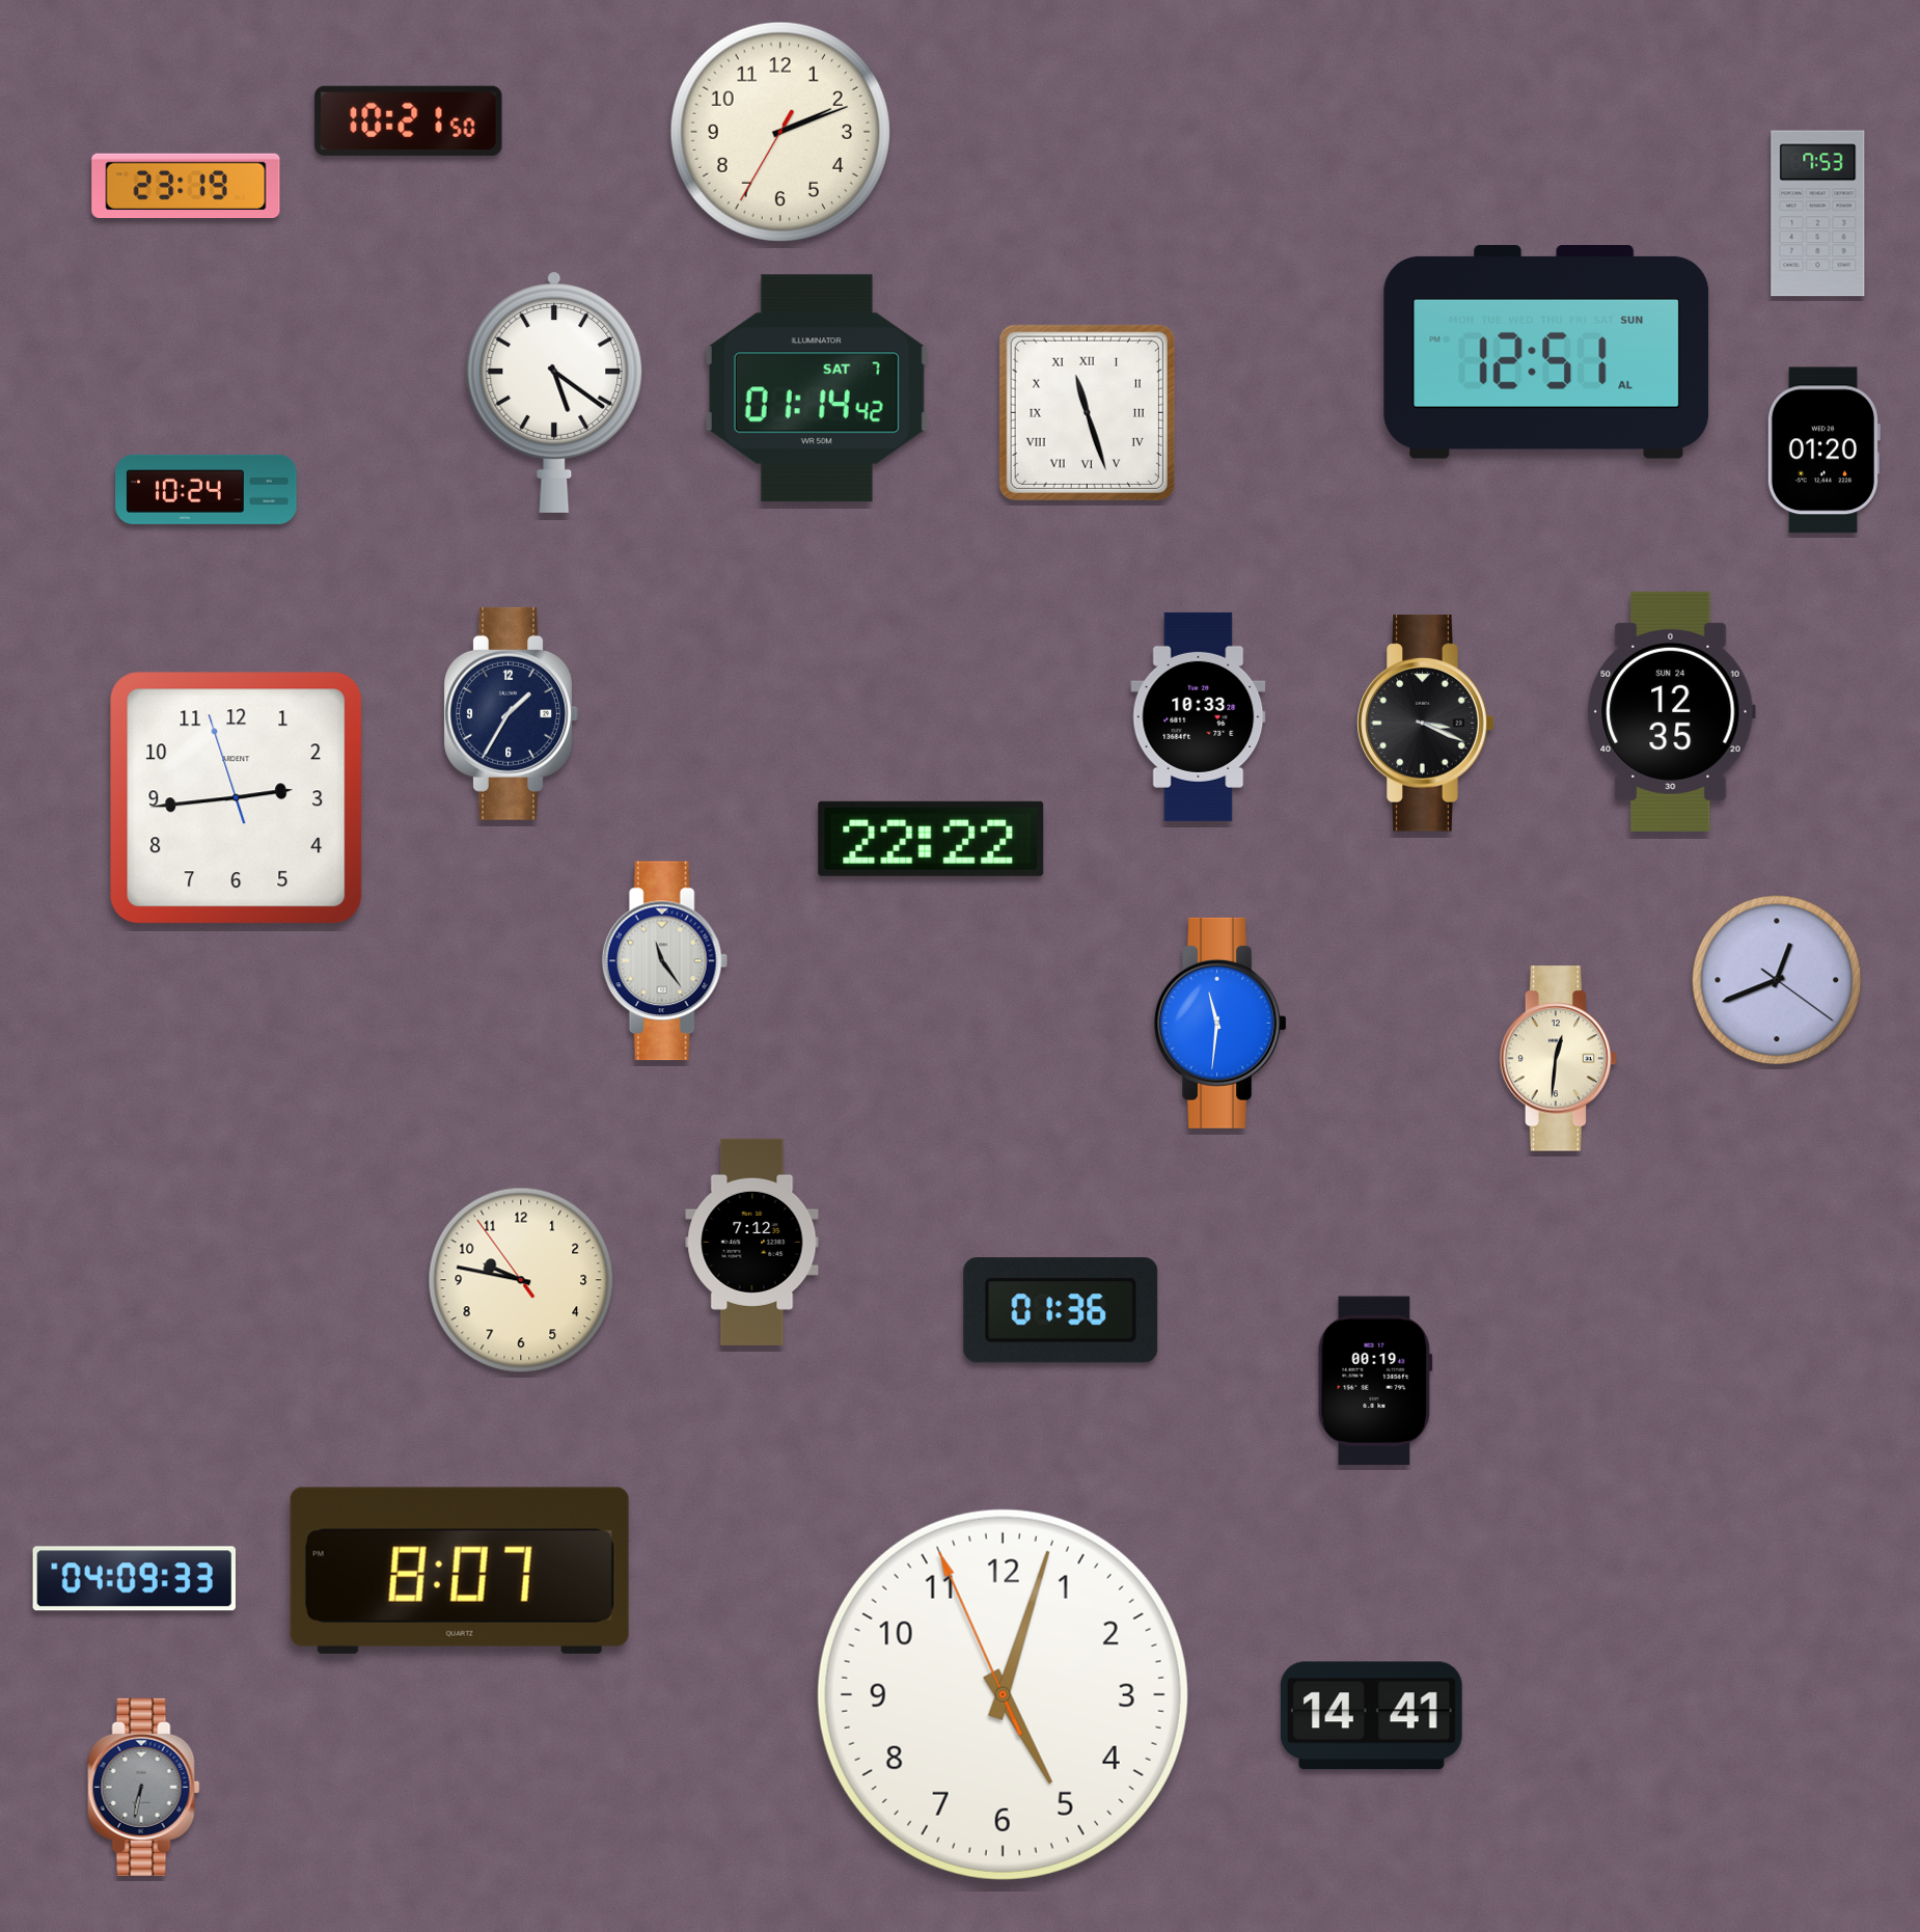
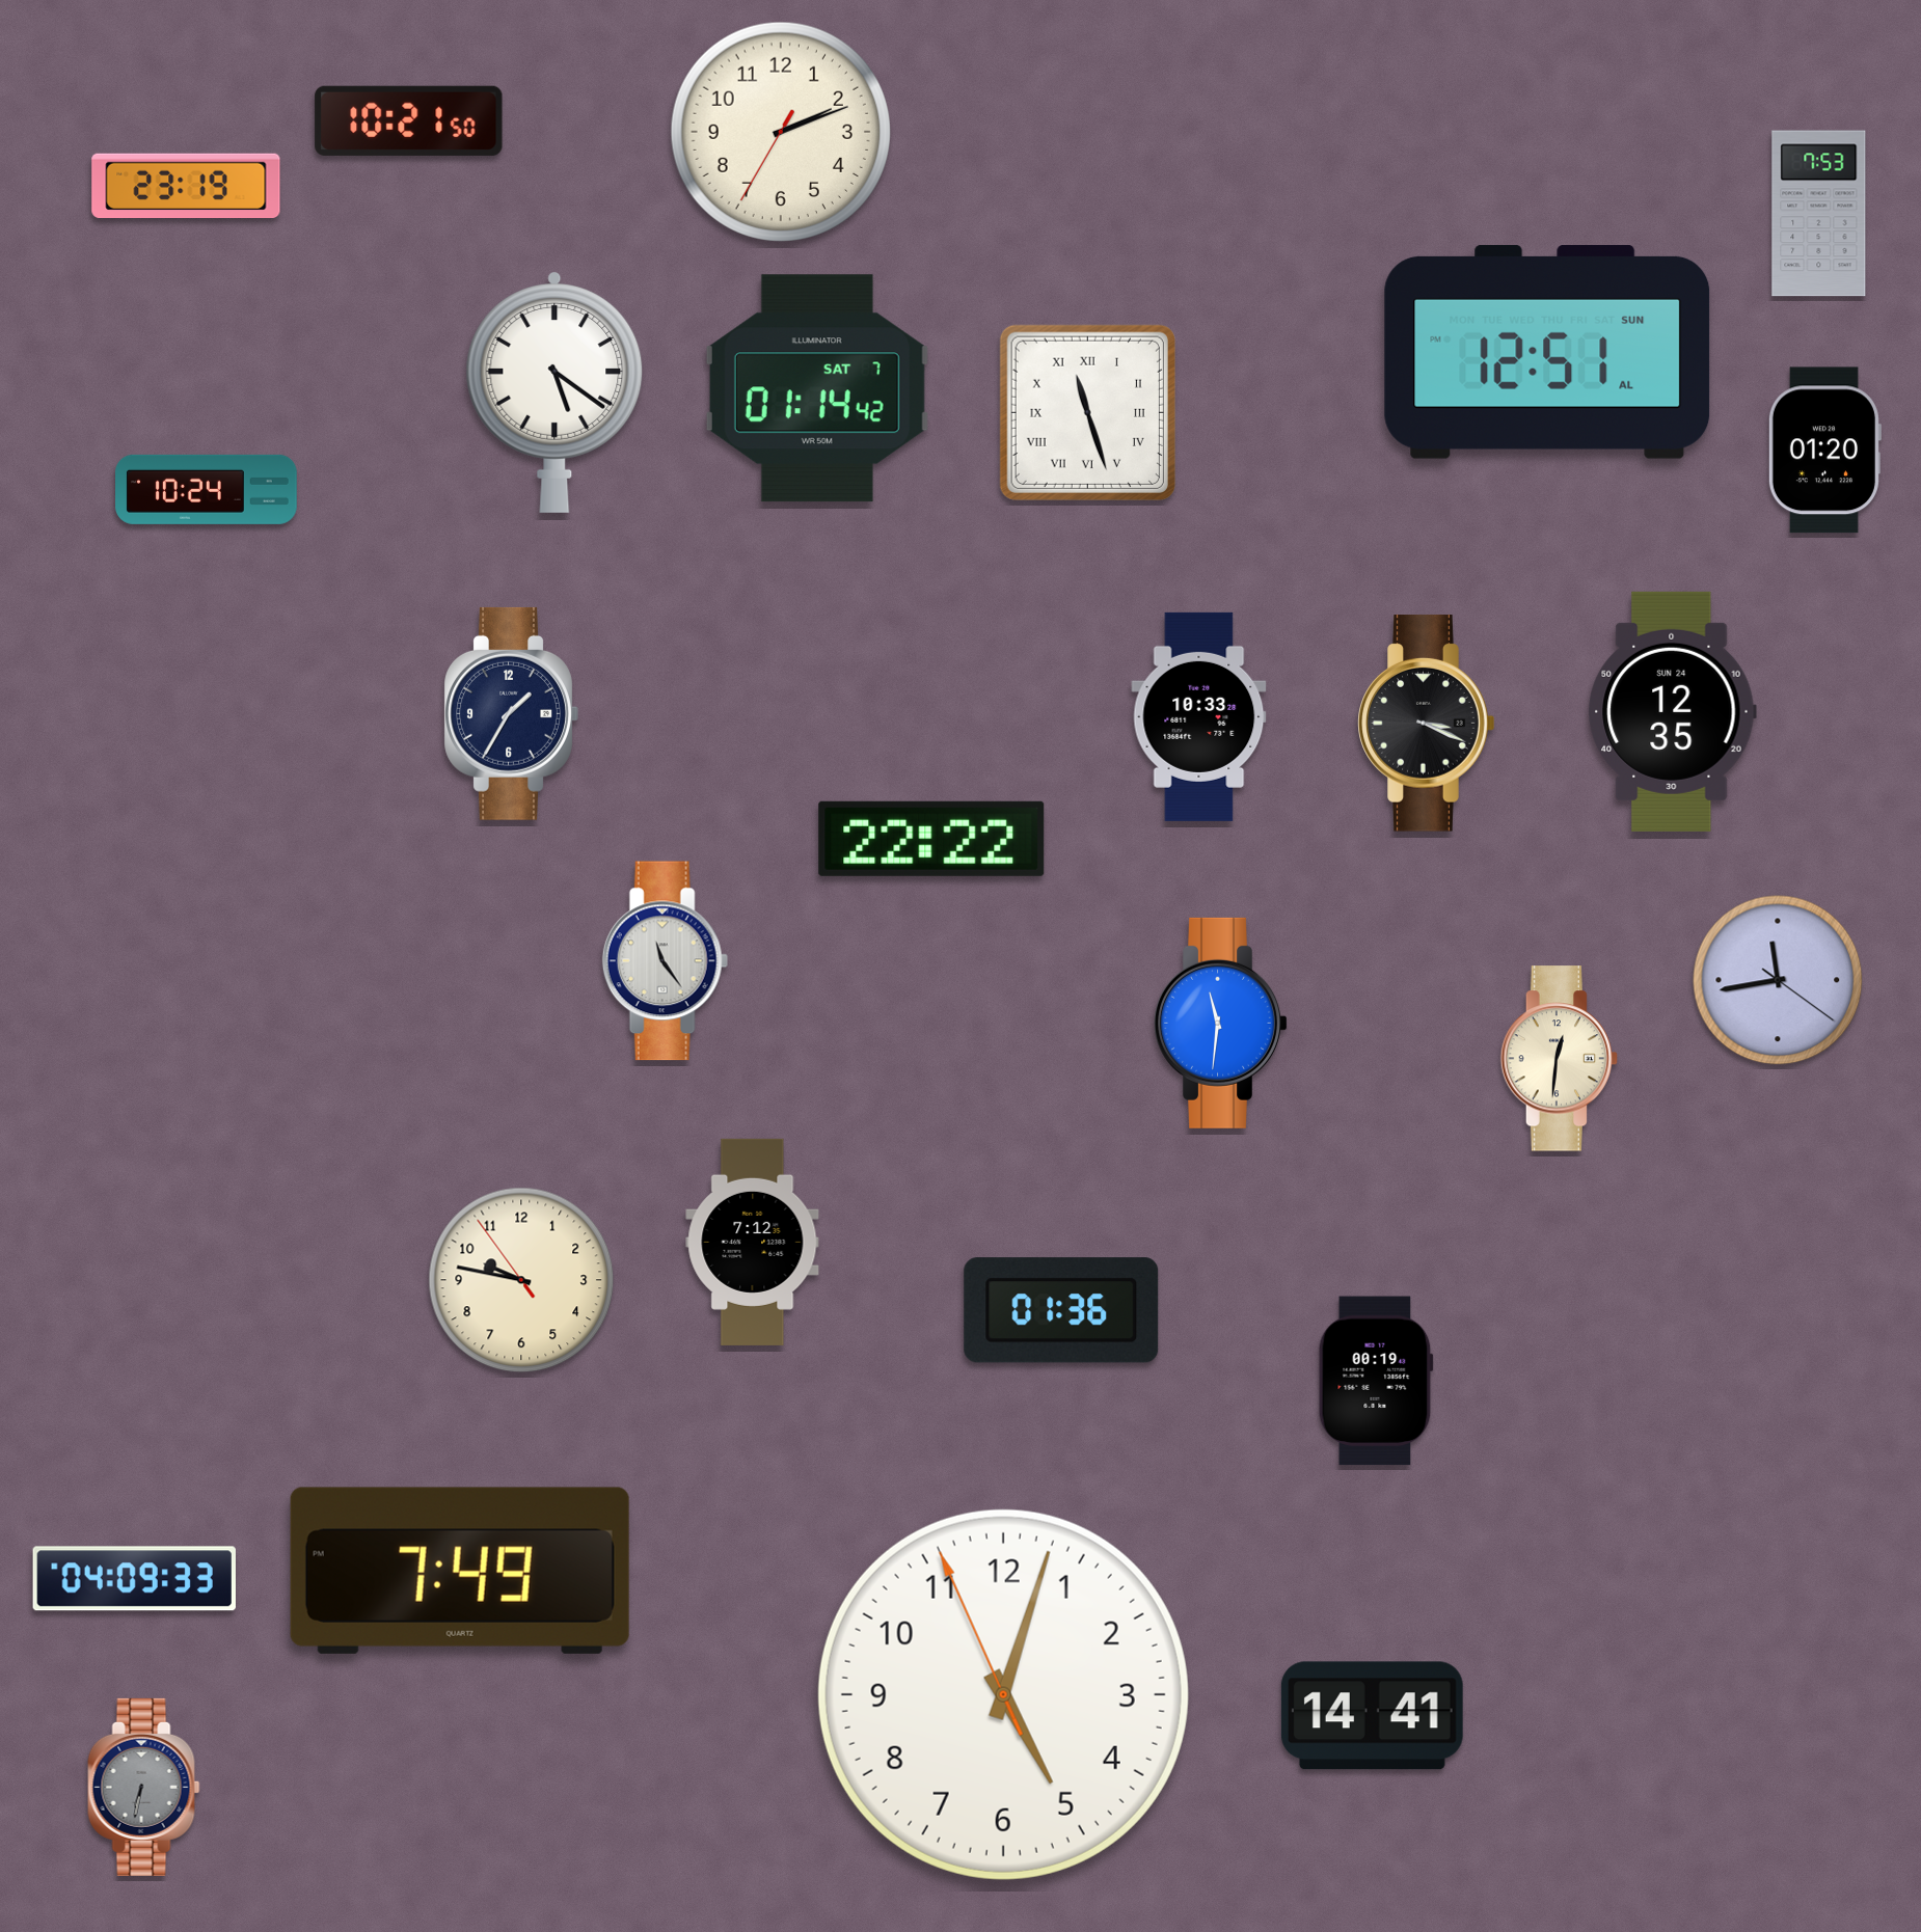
clock at (237, 798): 2:43 -> none
clock at (1777, 980): 12:41 -> 11:43
clock at (460, 1571): 8:07 -> 7:49
